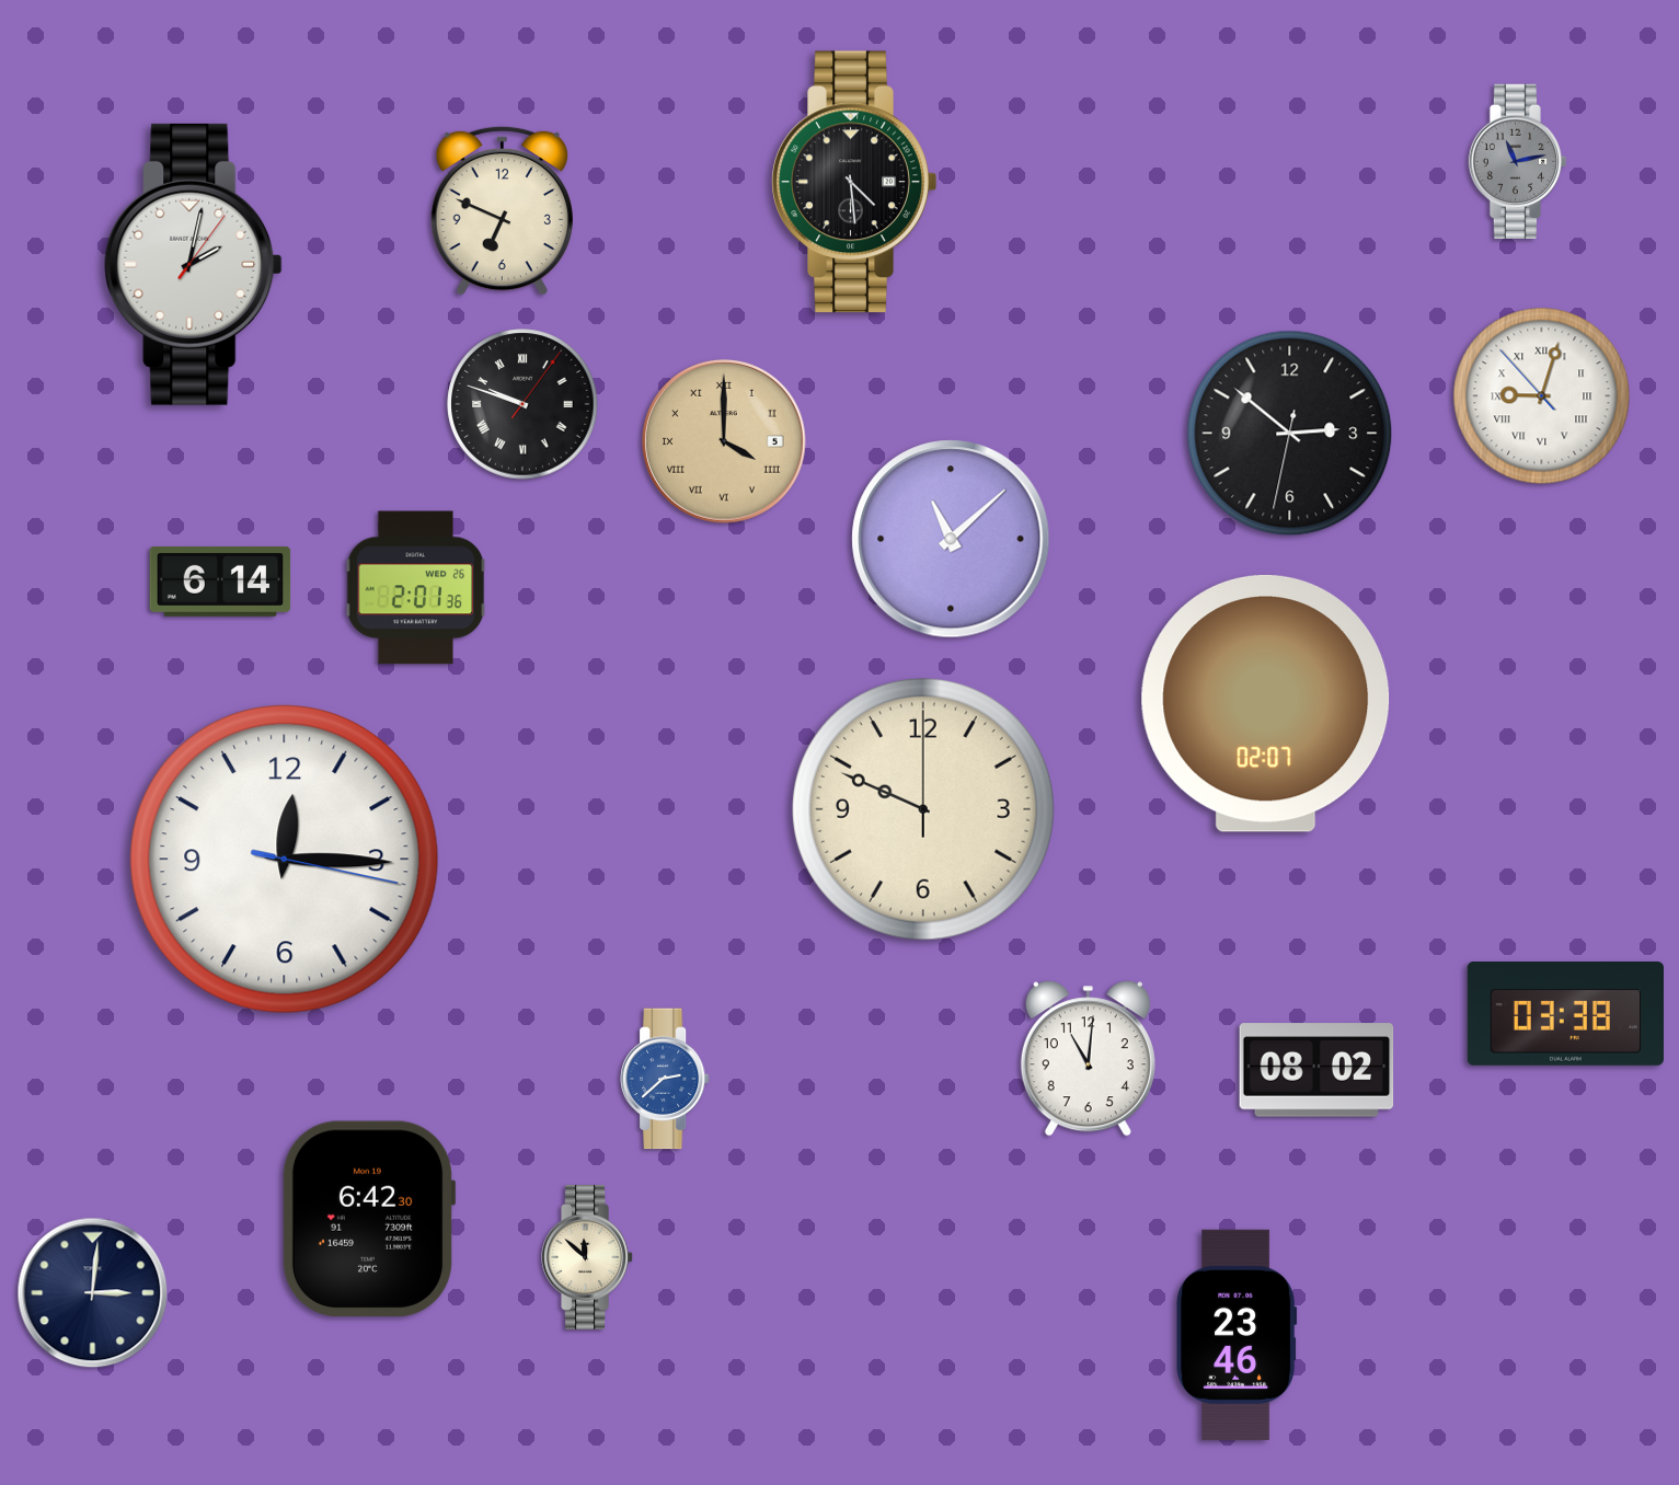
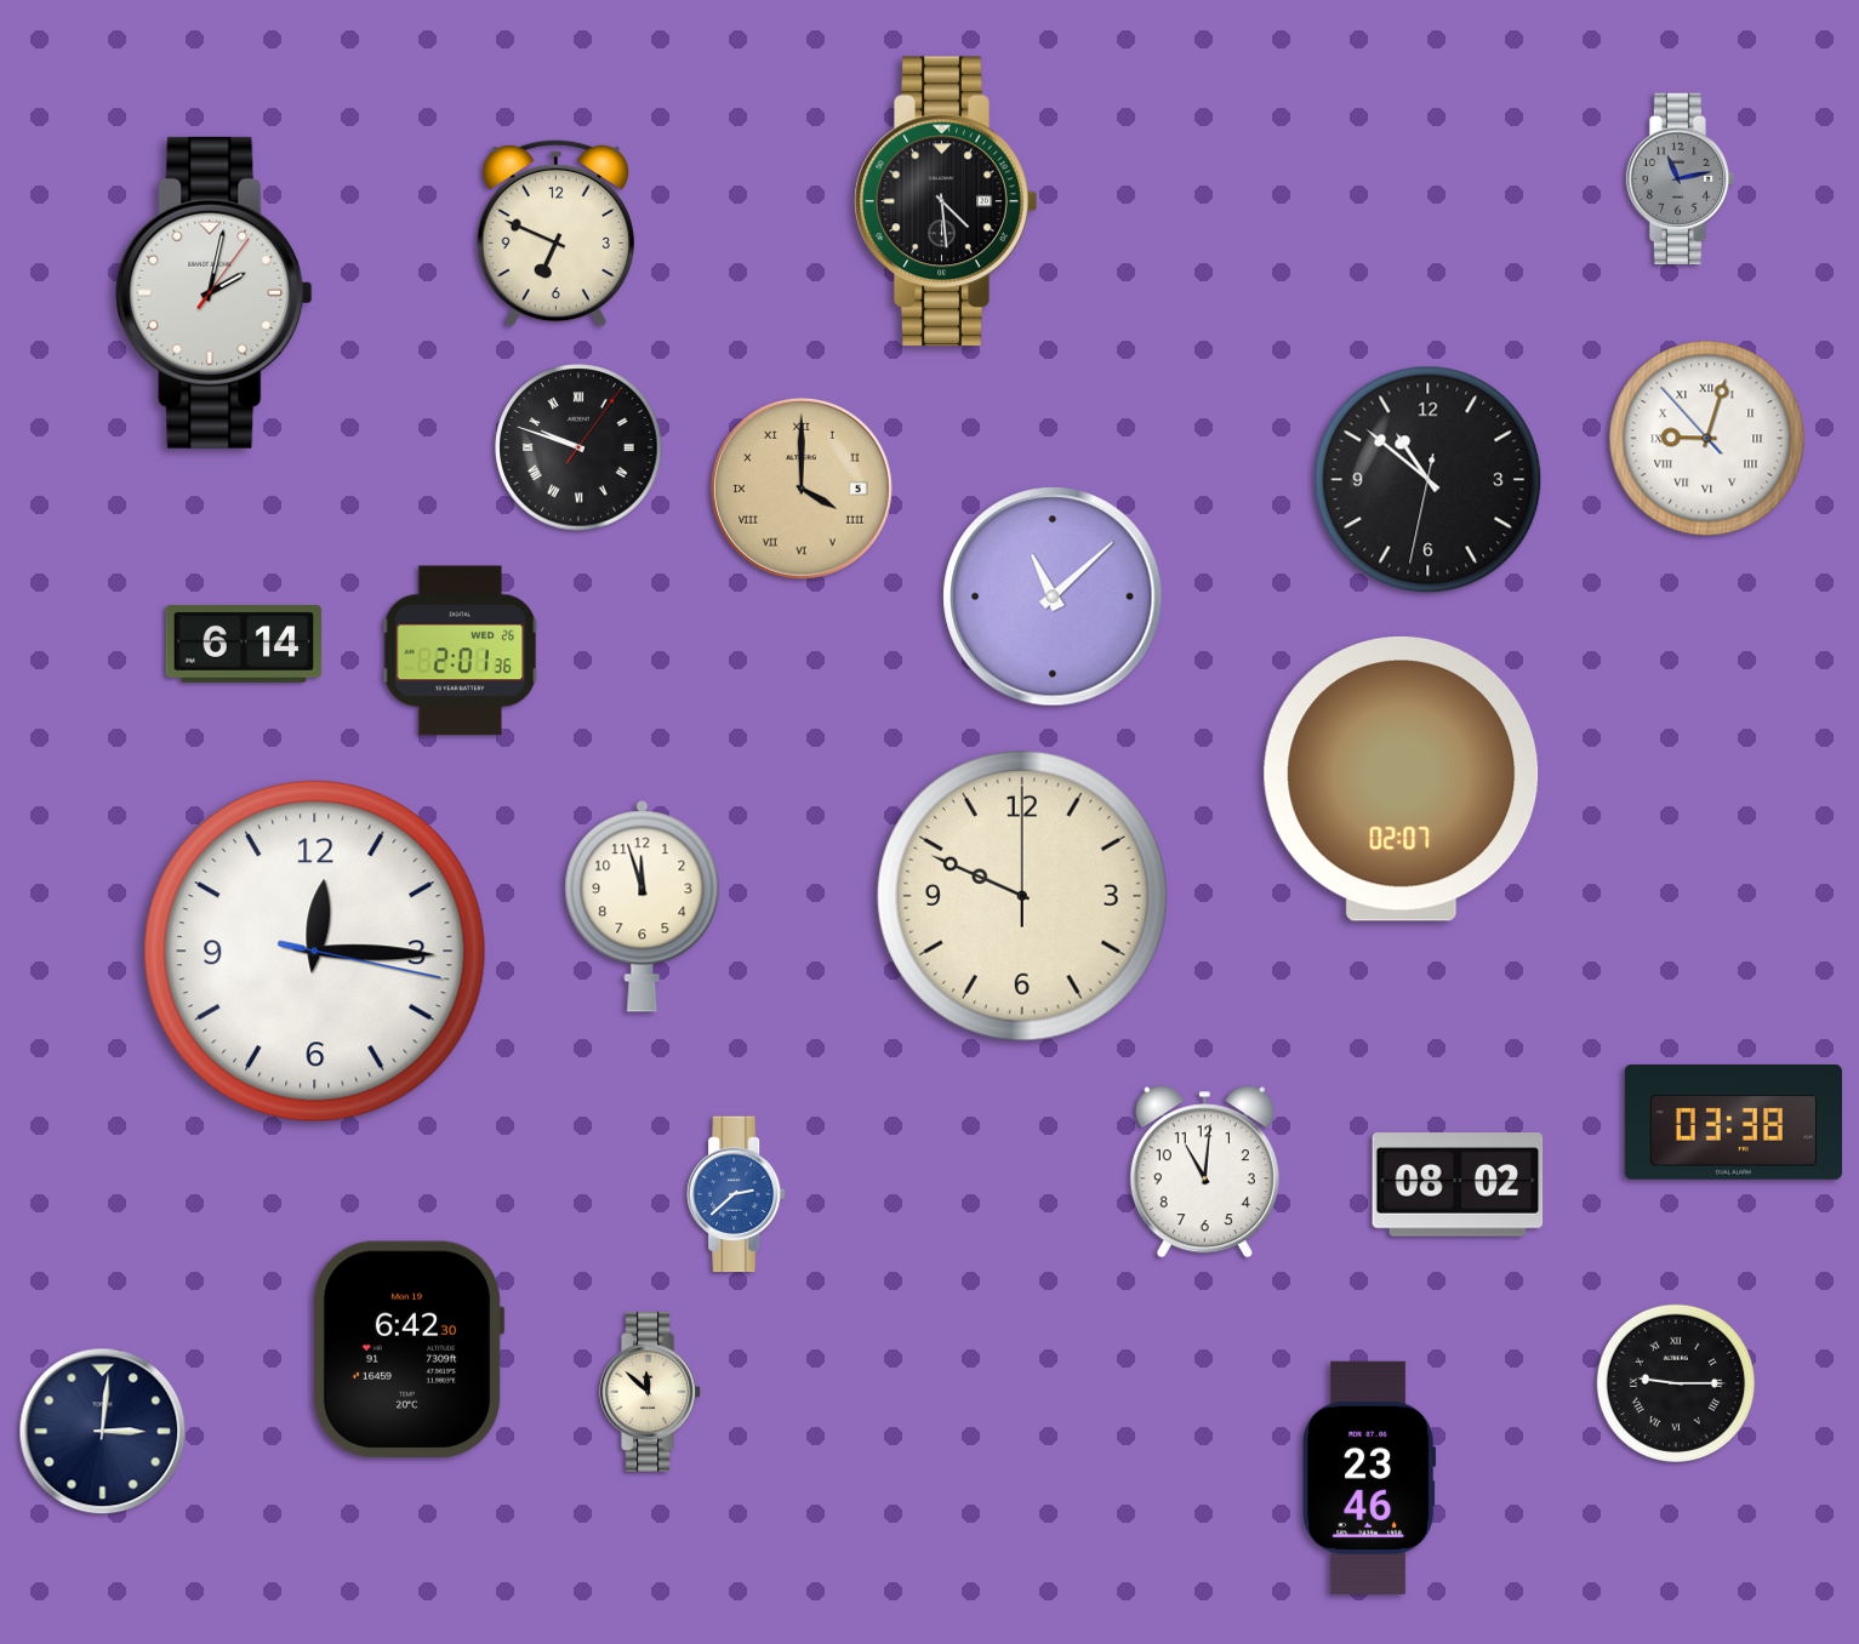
clock at (1290, 434): 2:51 -> 10:51
clock at (643, 907): none -> 11:57
clock at (1676, 1383): none -> 9:15
